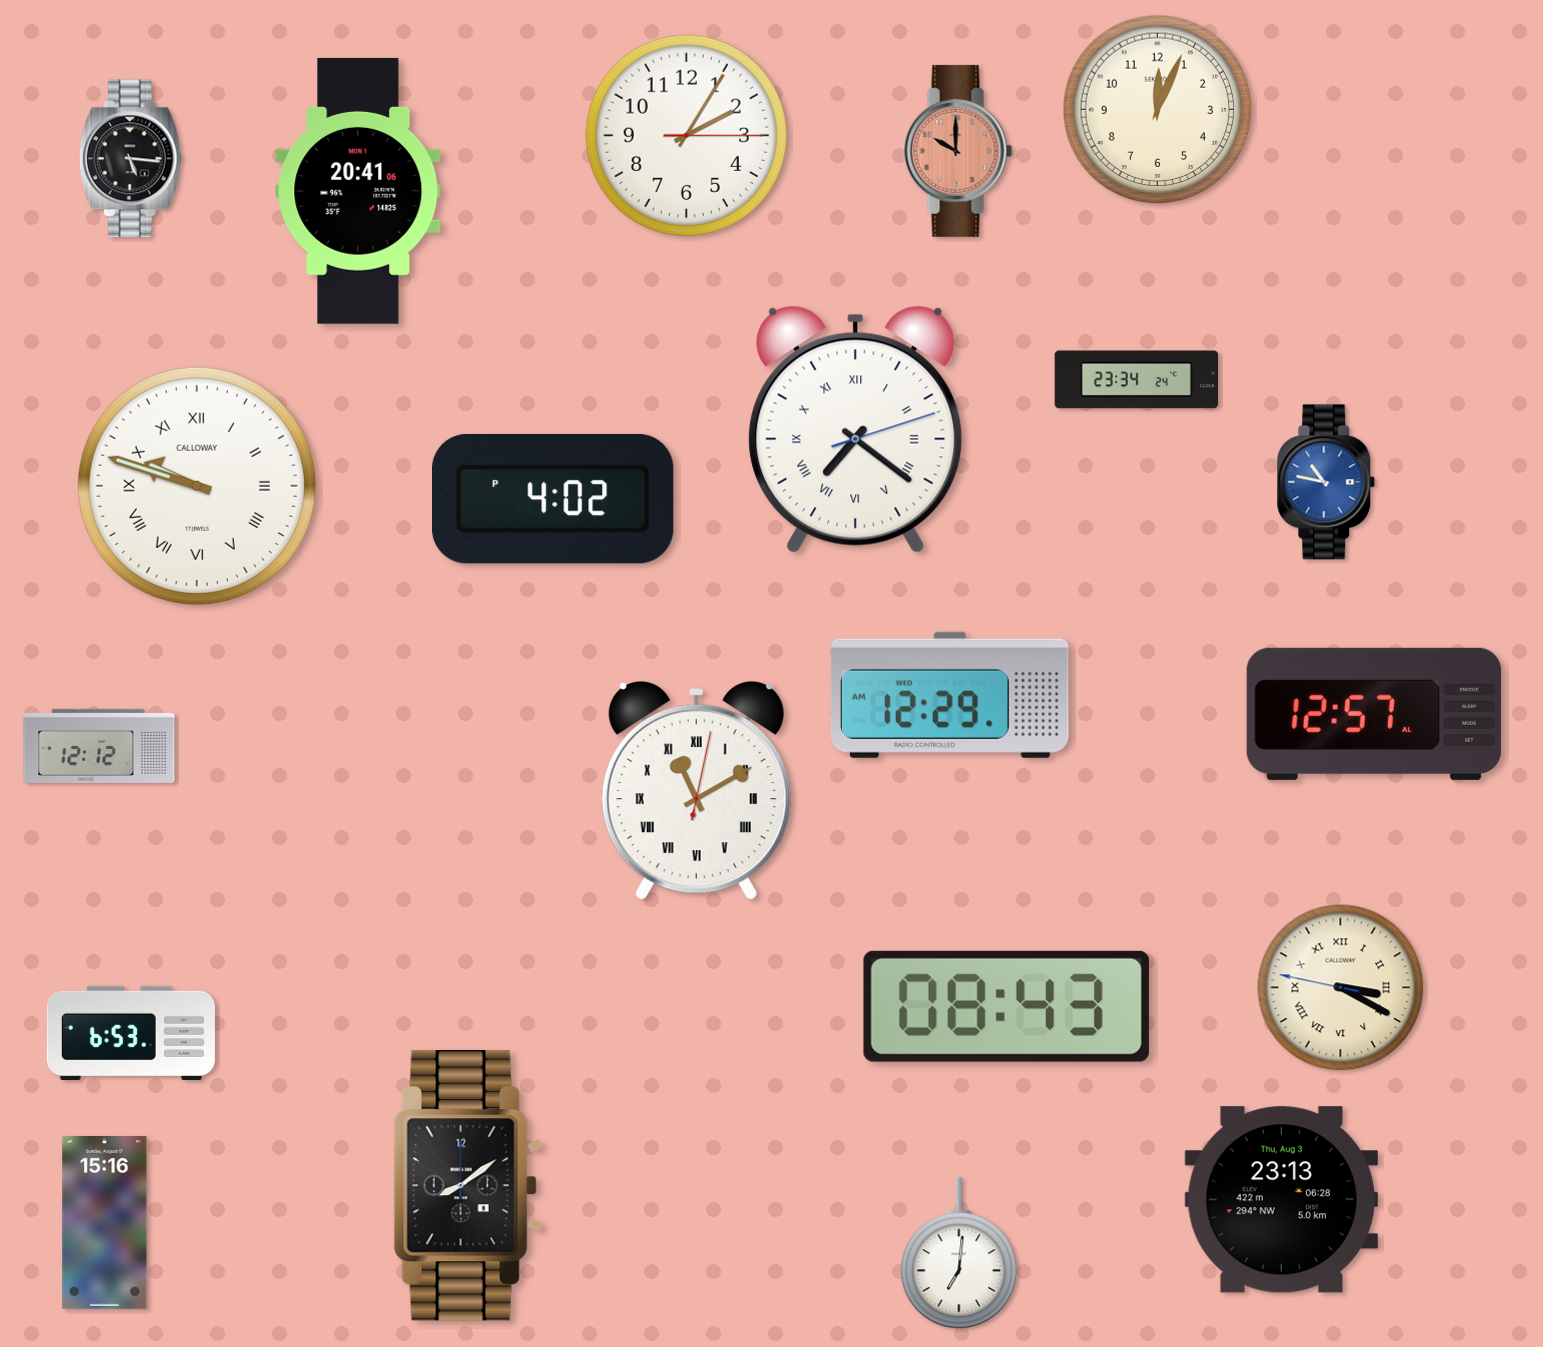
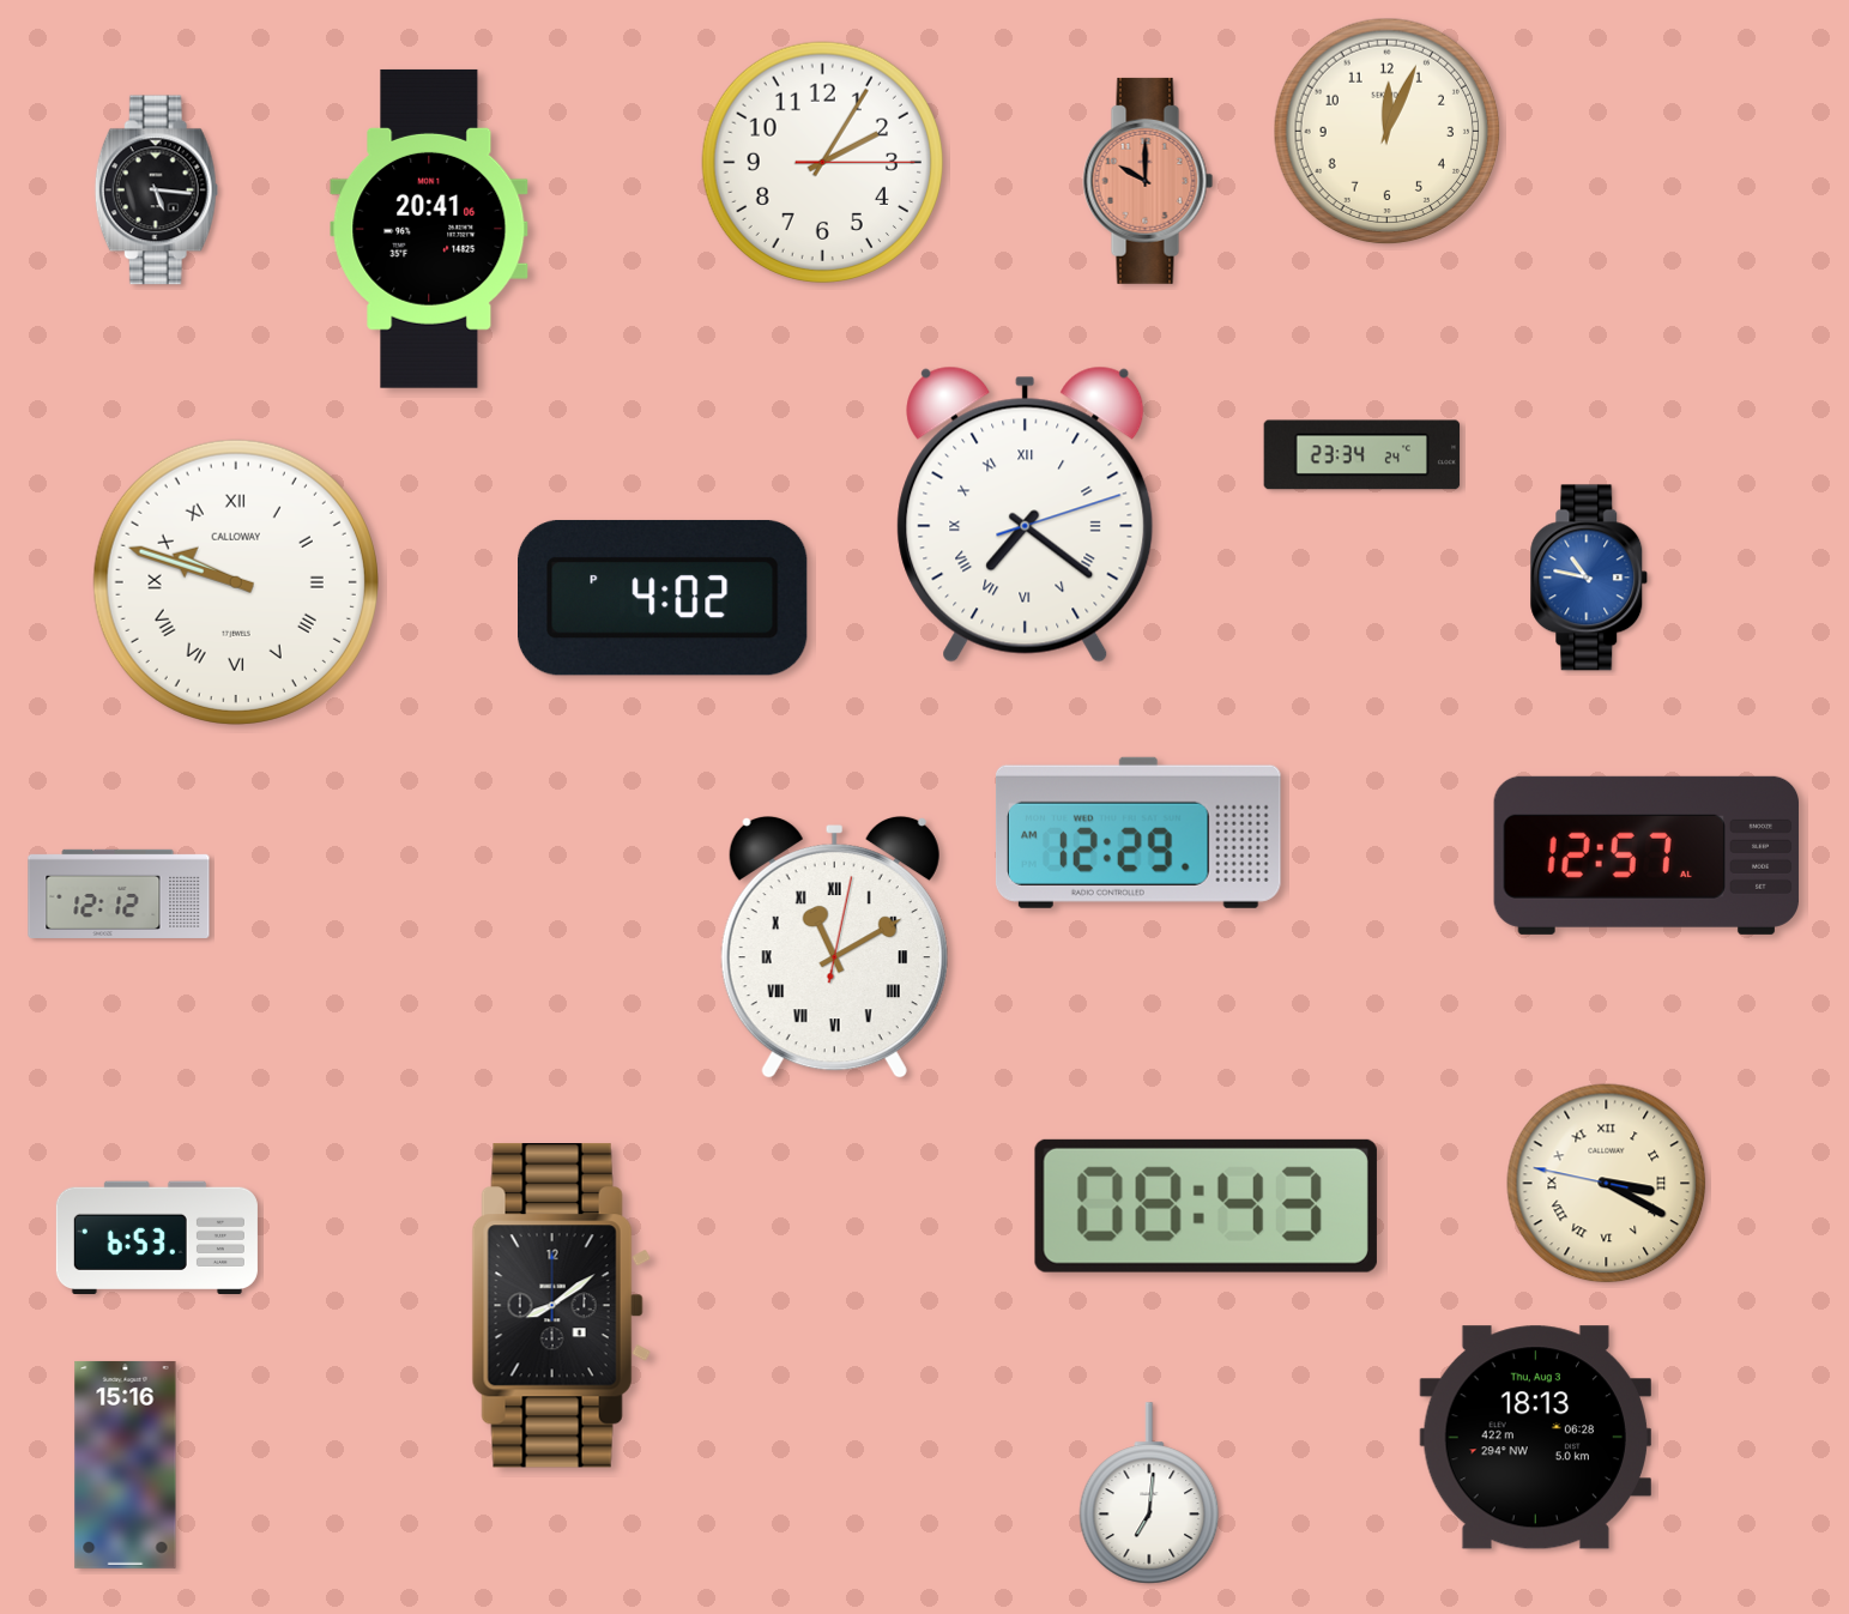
clock at (468, 1186) position: (468, 1186) -> (561, 1306)
clock at (1281, 1200): 23:13 -> 18:13
clock at (959, 1253) position: (959, 1253) -> (1149, 1493)
